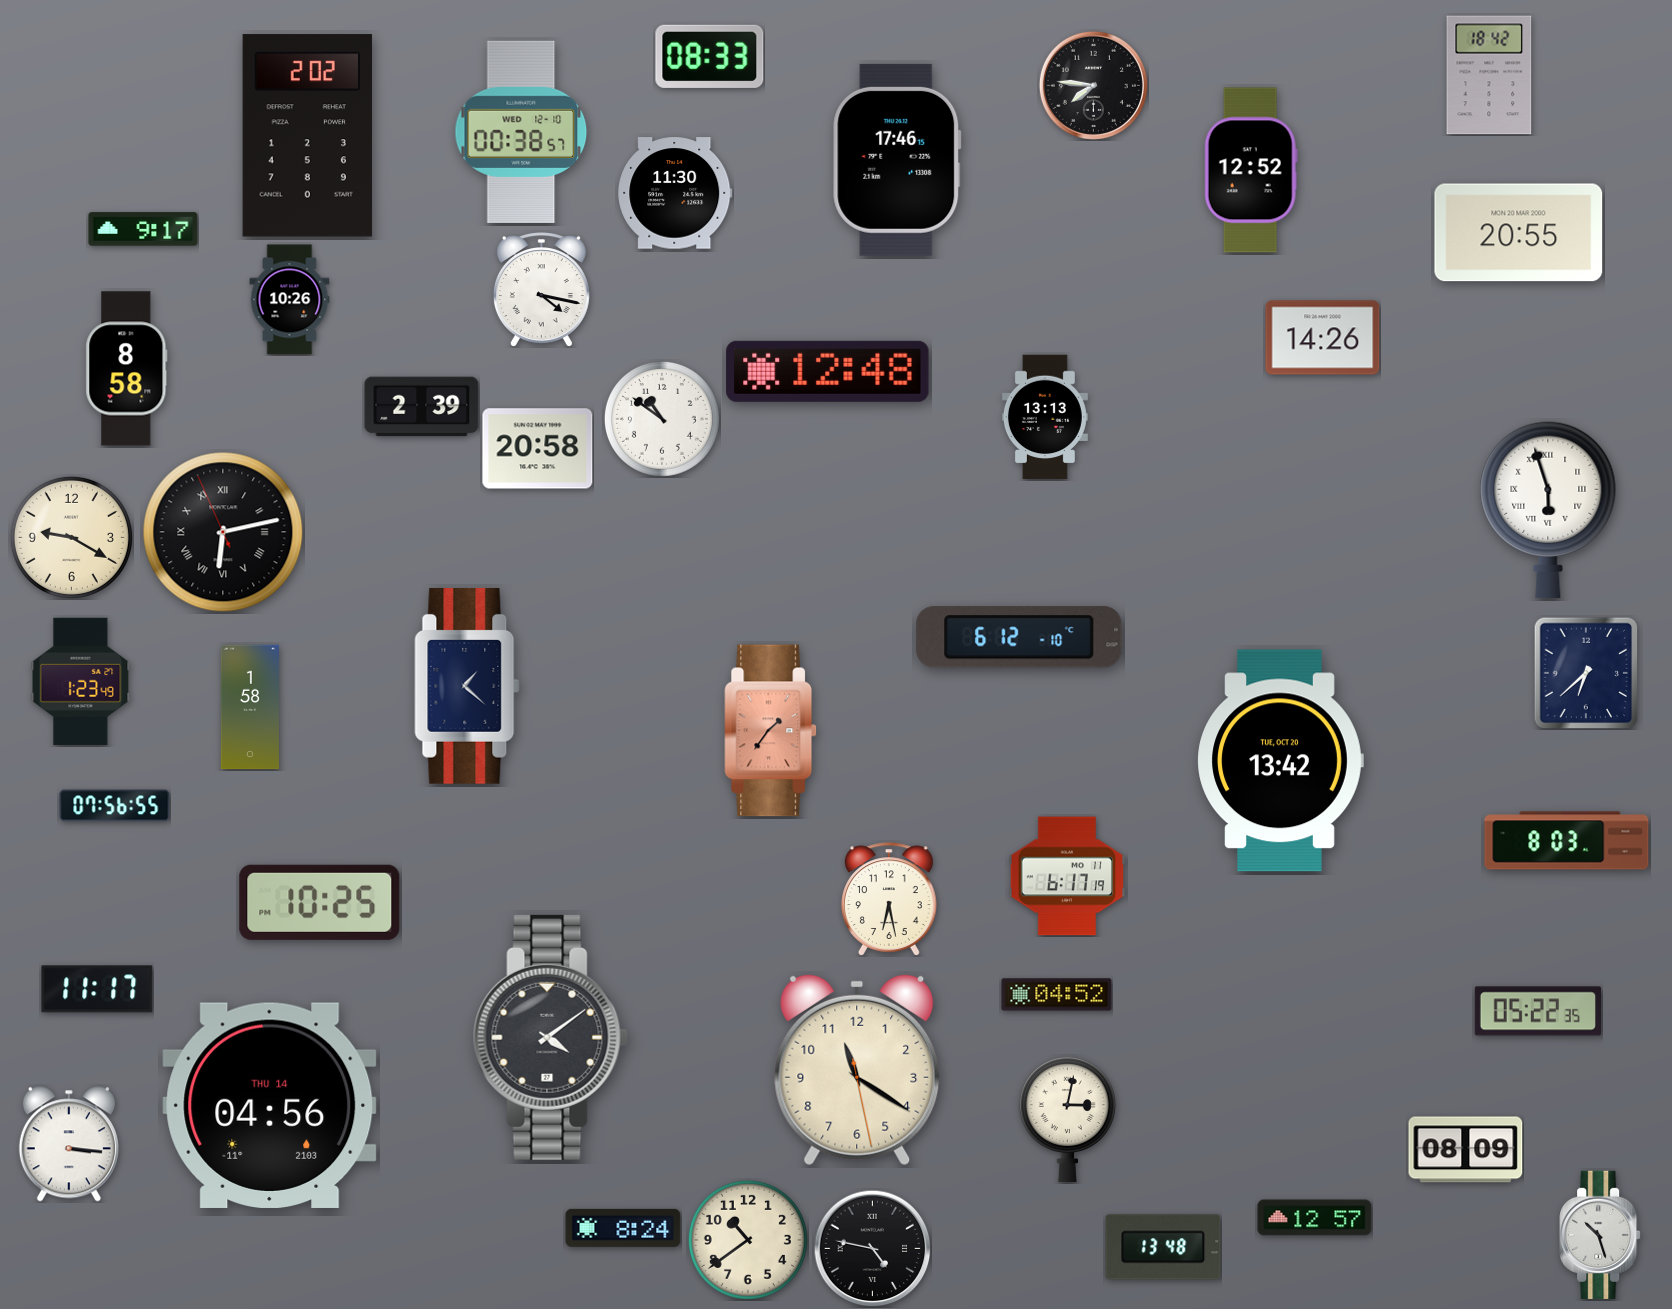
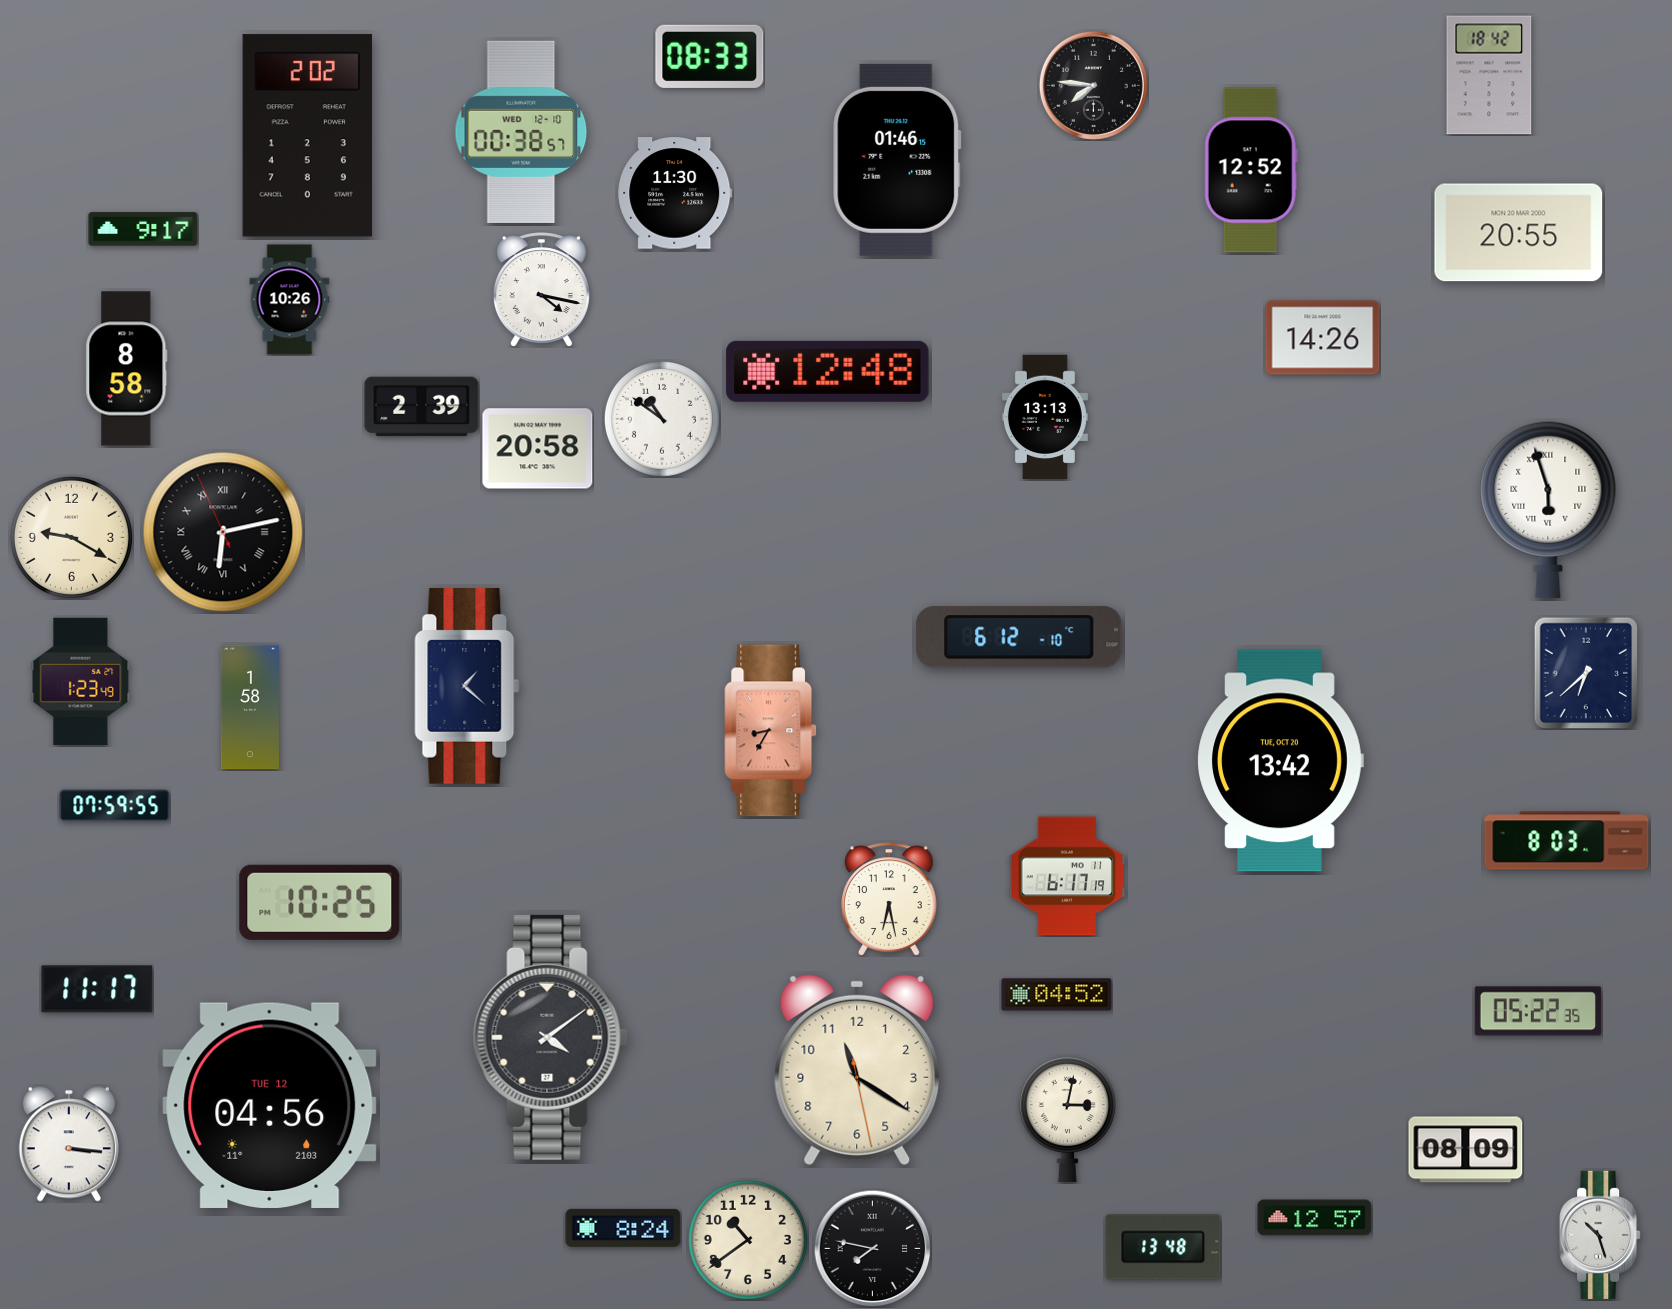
clock at (897, 160): 17:46 -> 01:46
clock at (771, 731): 1:36 -> 8:35
clock at (115, 806): 07:56 -> 07:59
clock at (270, 1105) date: THU 14 -> TUE 12
clock at (872, 1248): 4:47 -> 7:47
